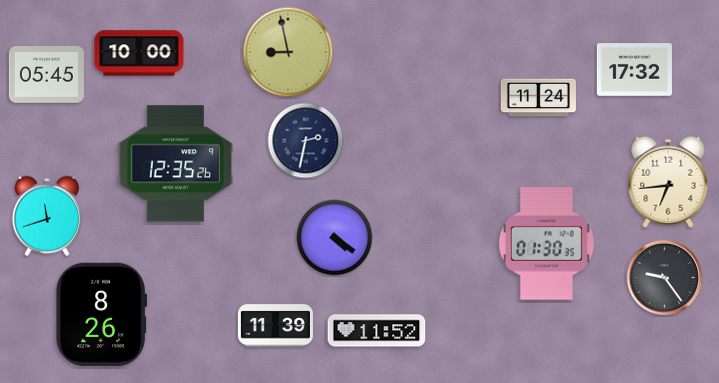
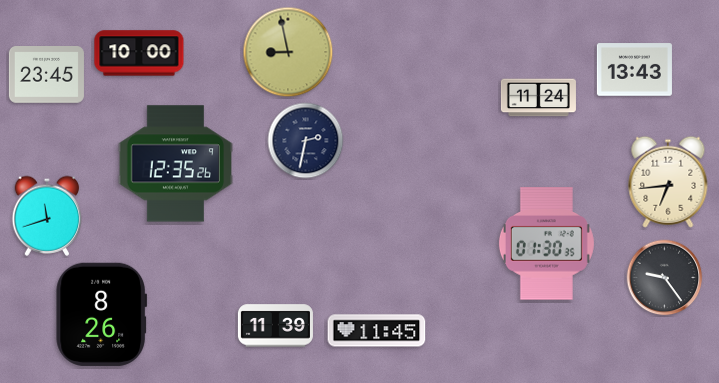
clock at (634, 70): 17:32 -> 13:43
clock at (46, 75): 05:45 -> 23:45
clock at (335, 238): 4:21 -> none
clock at (377, 331): 11:52 -> 11:45
